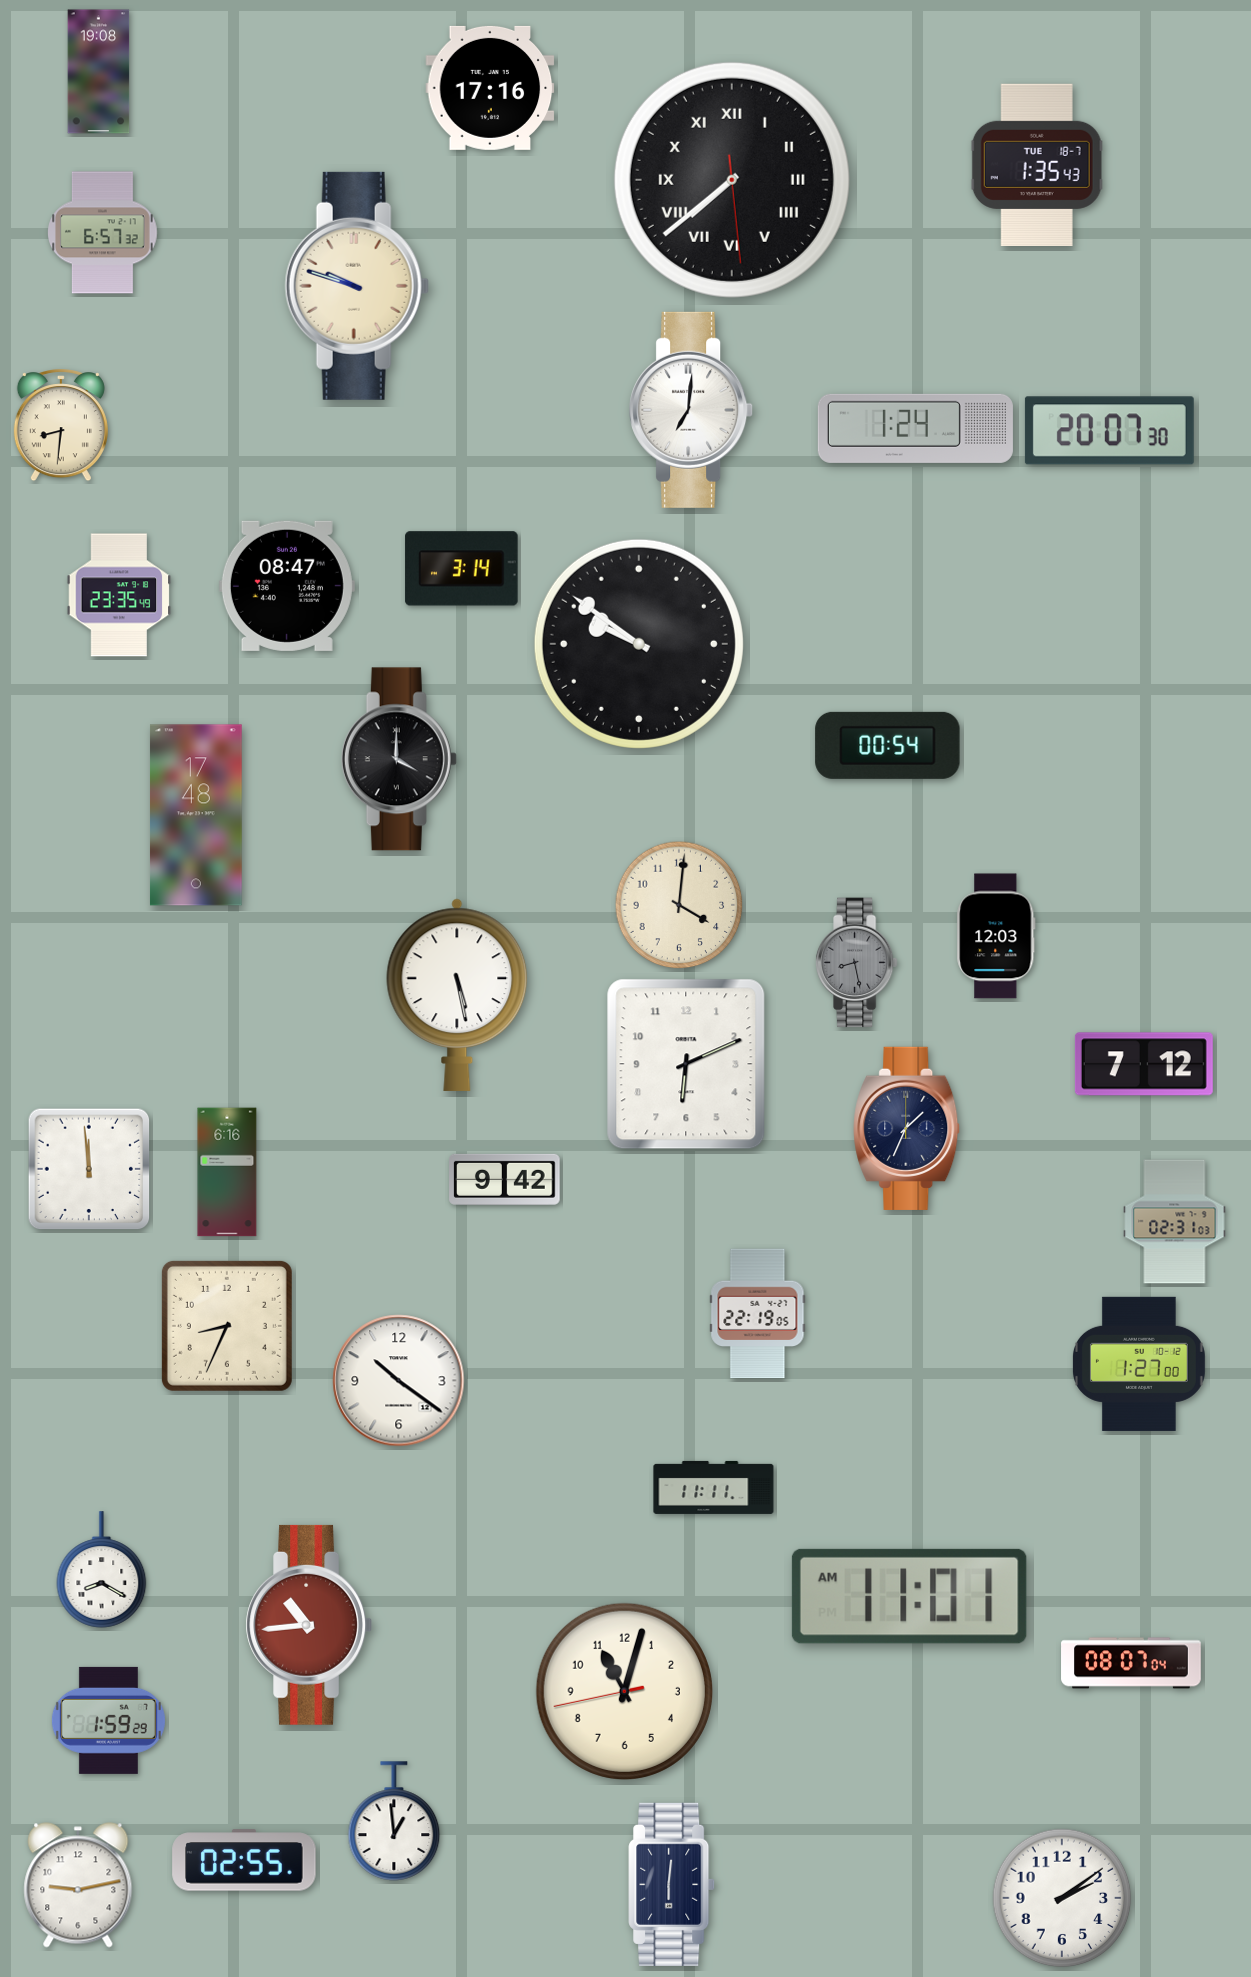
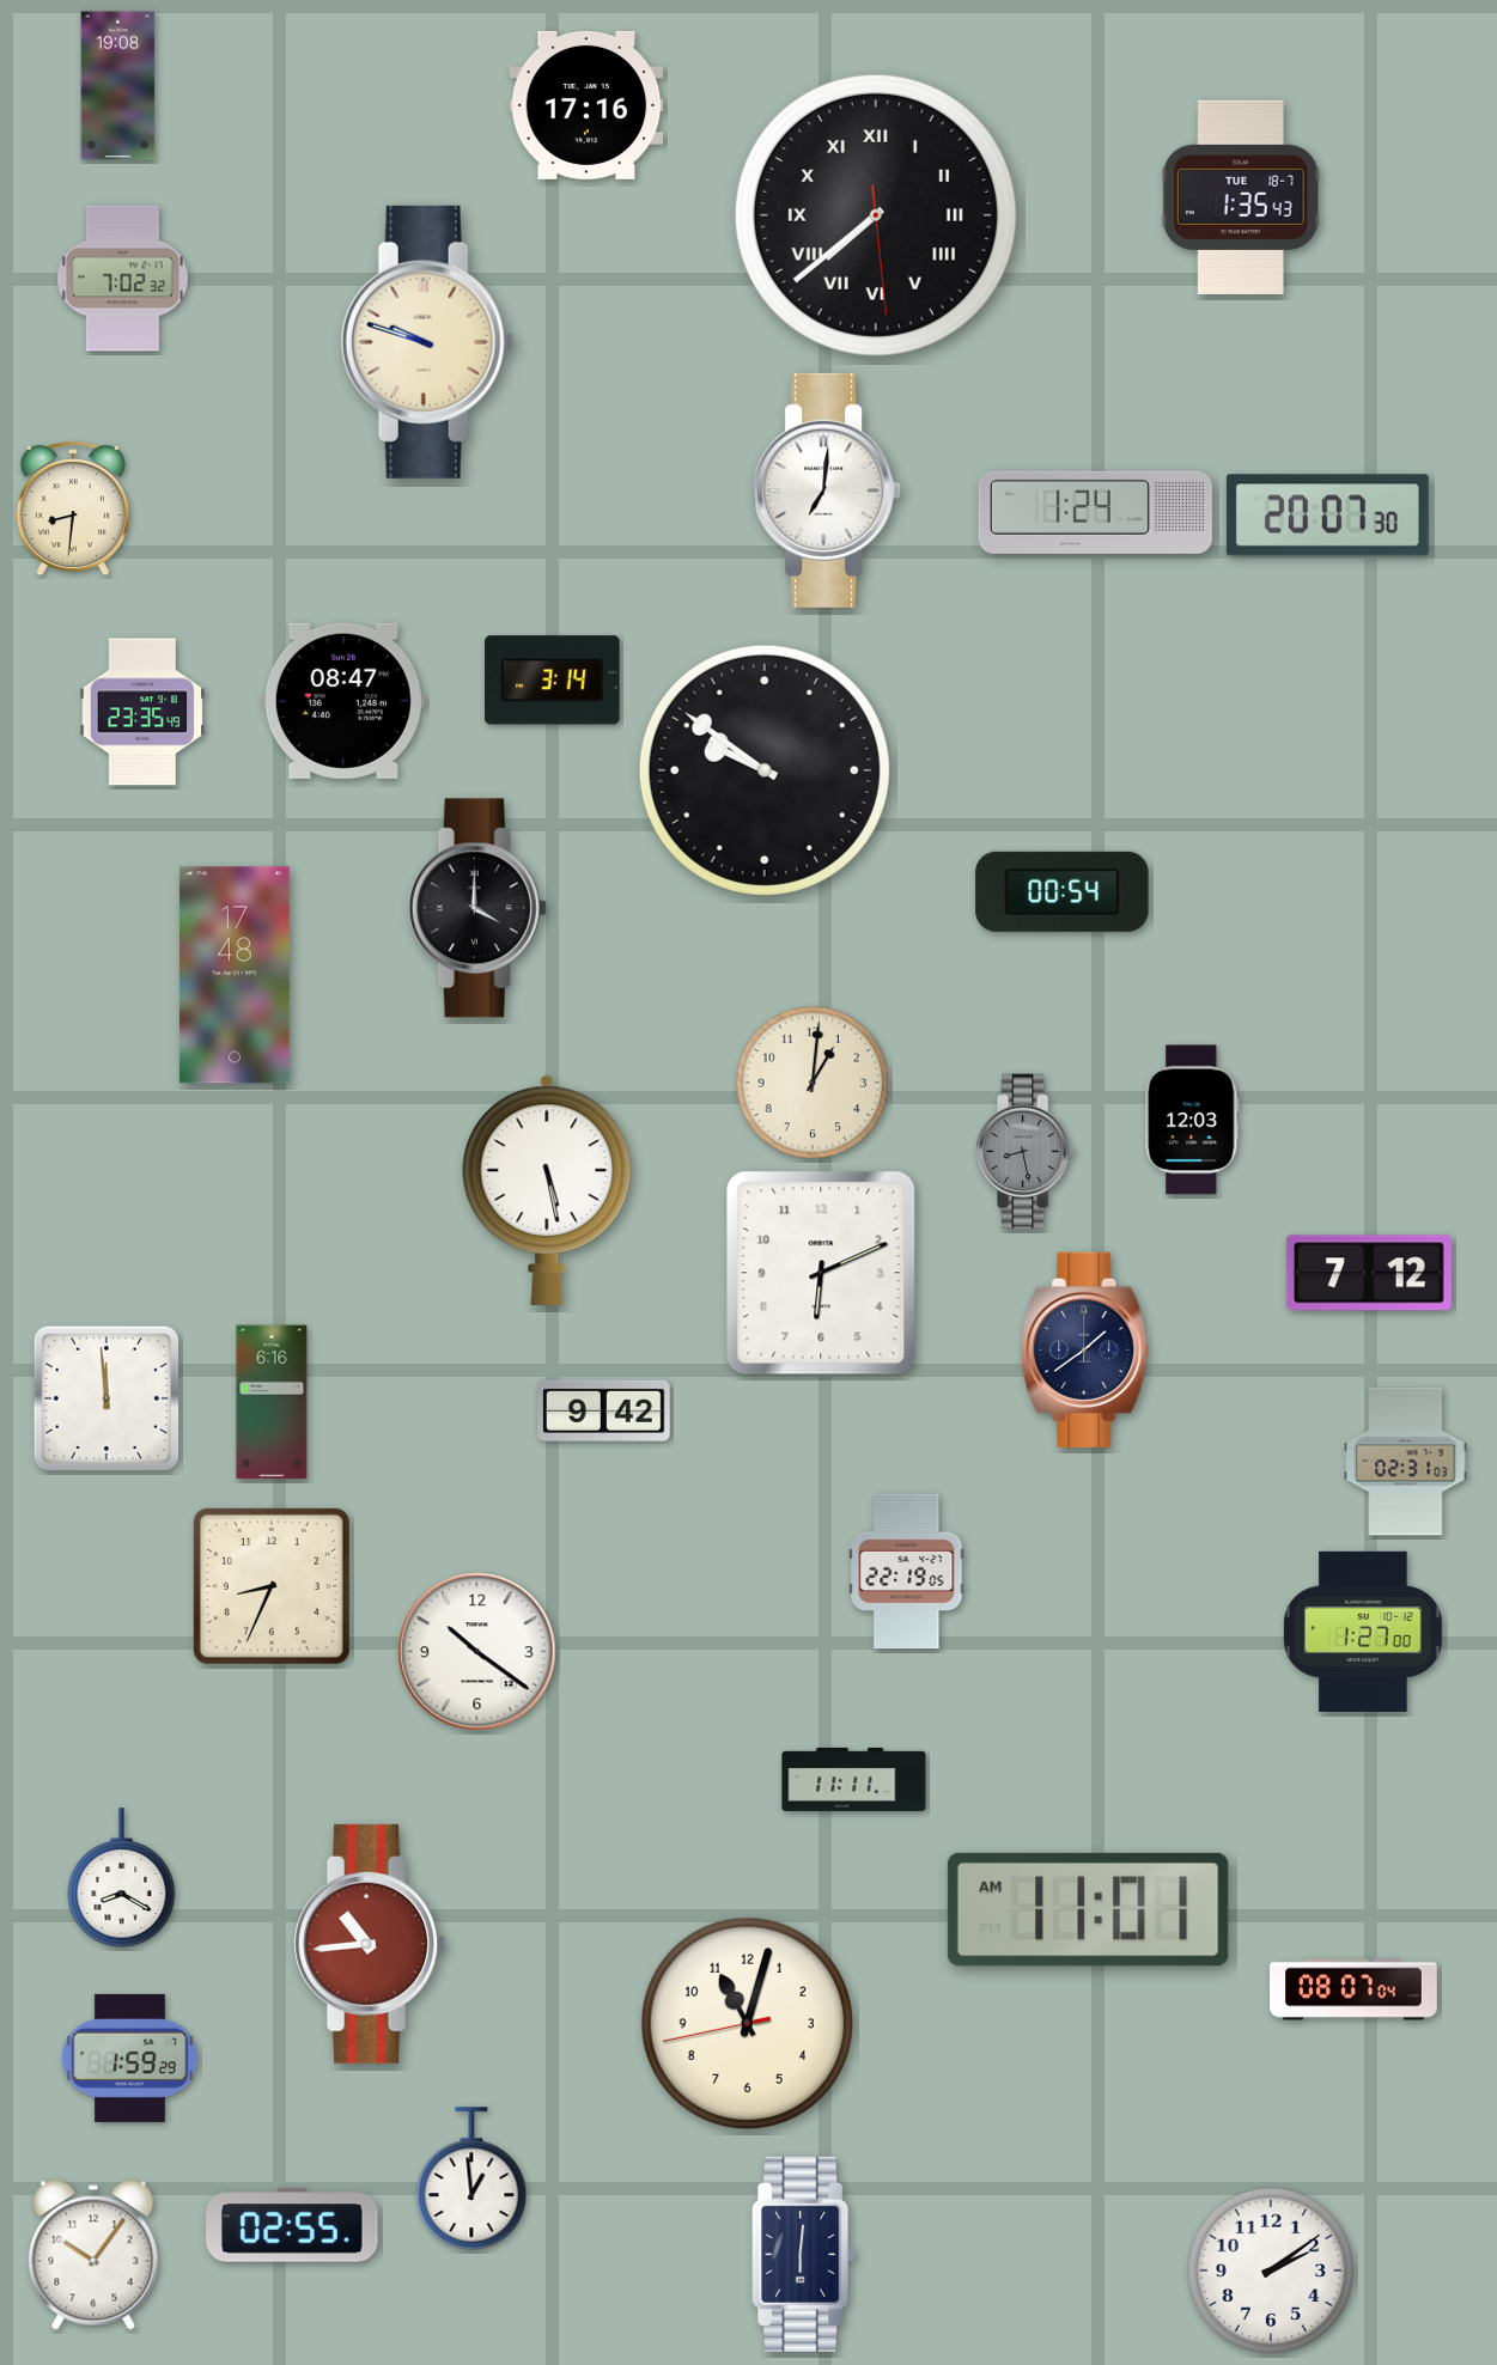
clock at (103, 233): 6:57 -> 7:02
clock at (679, 905): 4:01 -> 1:01
clock at (907, 1128): 1:34 -> 1:39
clock at (78, 1885): 9:13 -> 10:06
